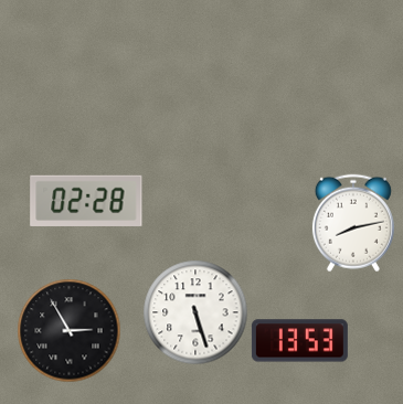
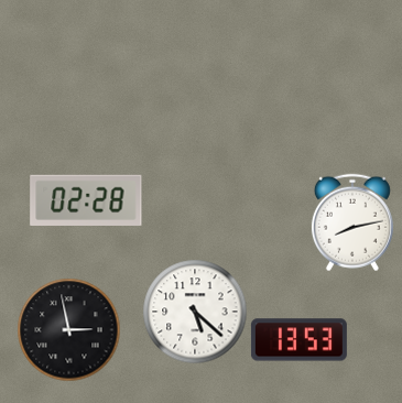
clock at (195, 312): 5:27 -> 5:22
clock at (68, 330): 2:55 -> 2:58
